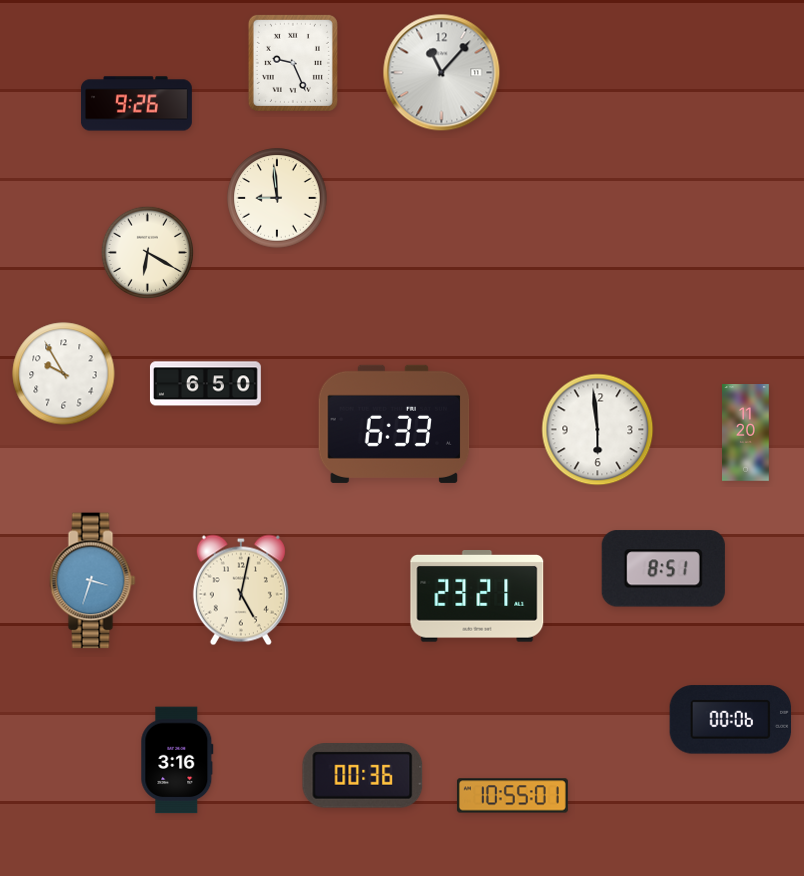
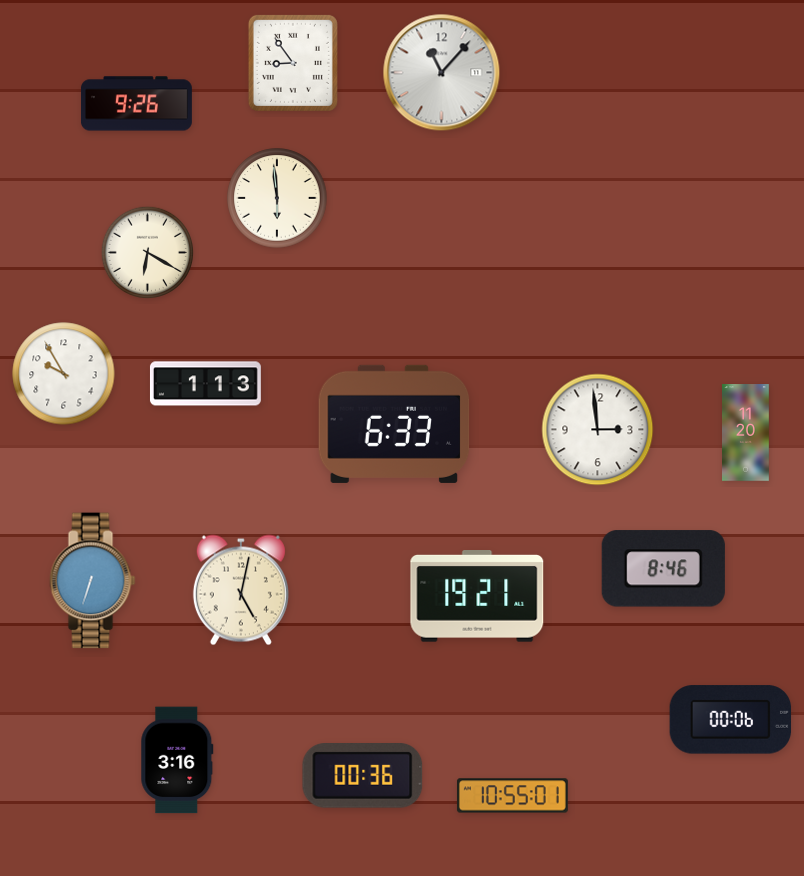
clock at (293, 63): 9:26 -> 8:54
clock at (277, 198): 8:59 -> 5:59
clock at (205, 384): 6:50 -> 1:13
clock at (598, 430): 5:59 -> 2:59
clock at (663, 569): 8:51 -> 8:46
clock at (93, 581): 3:33 -> 6:33
clock at (477, 597): 23:21 -> 19:21
